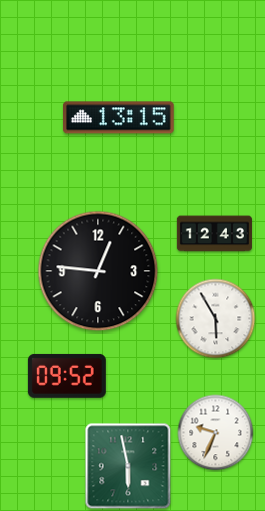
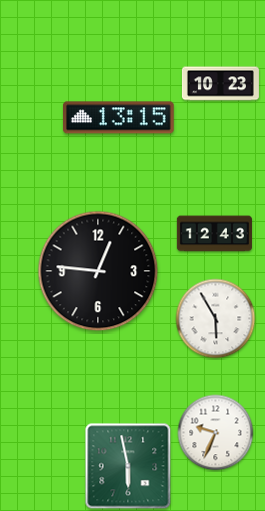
clock at (220, 84): none -> 10:23
clock at (67, 376): 09:52 -> none
